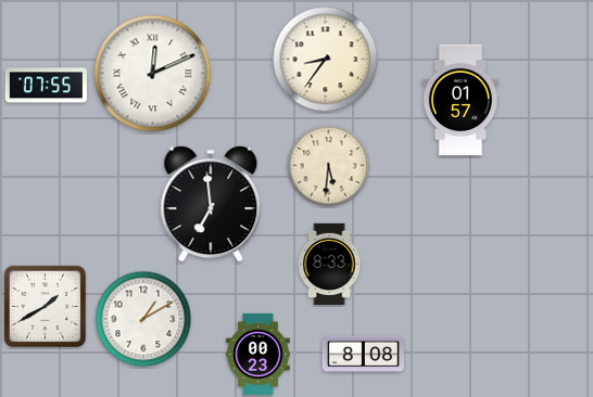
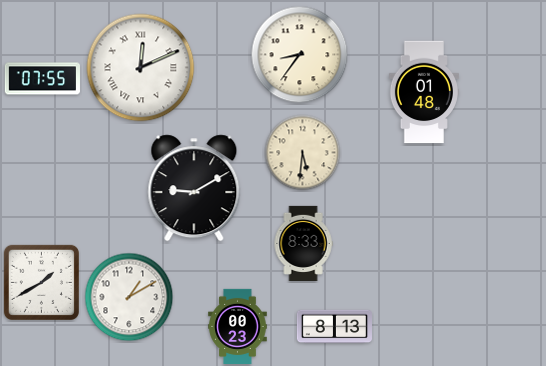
clock at (460, 100): 01:57 -> 01:48
clock at (211, 204): 6:59 -> 9:10
clock at (143, 319) position: (143, 319) -> (129, 297)
clock at (363, 355): 8:08 -> 8:13
